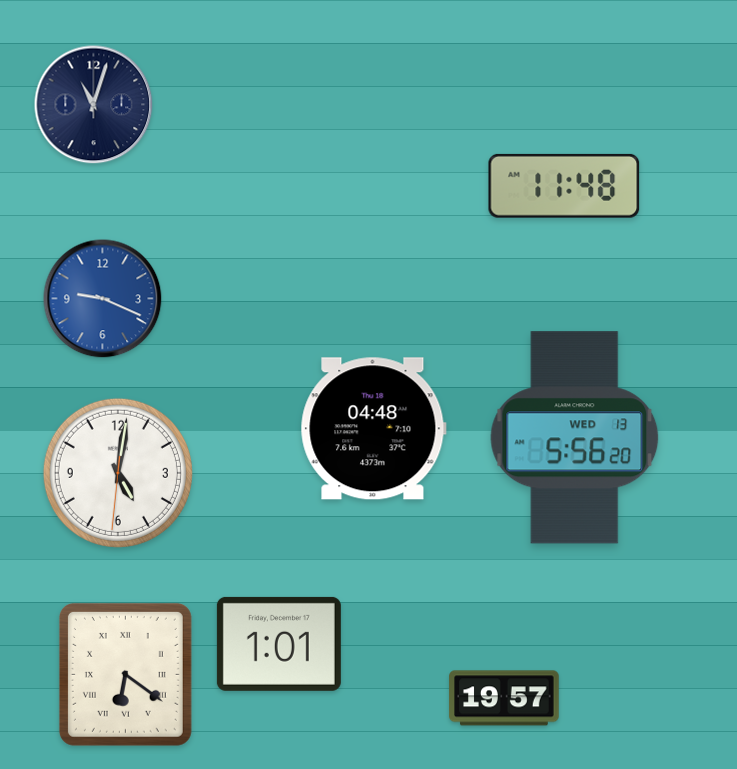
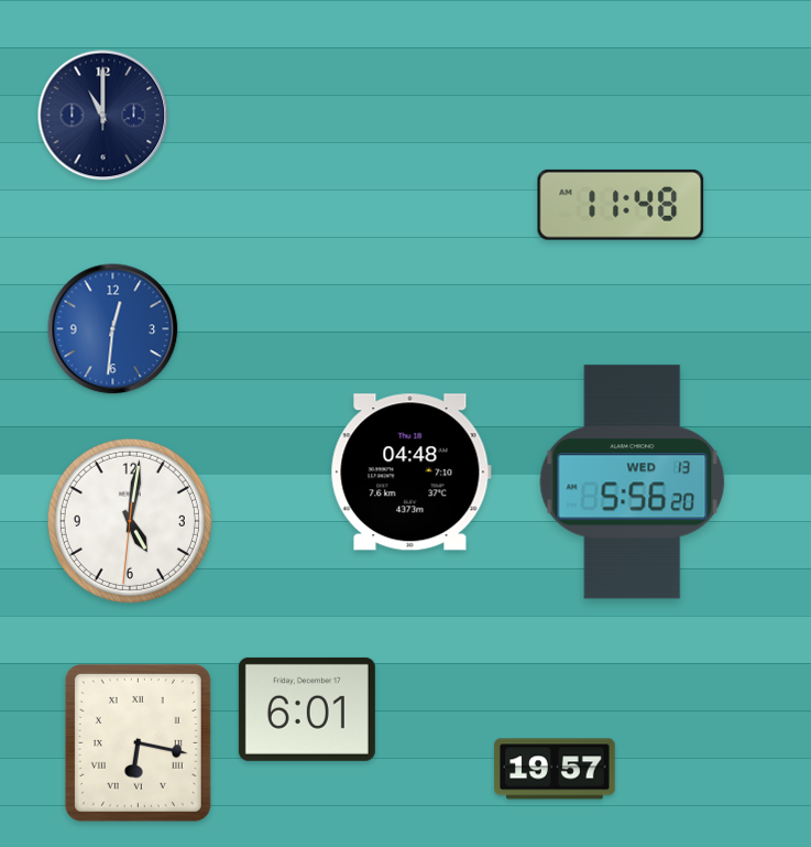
clock at (94, 105): 11:03 -> 11:00
clock at (103, 299): 9:19 -> 12:31
clock at (279, 644): 1:01 -> 6:01
clock at (125, 674): 6:21 -> 6:17
